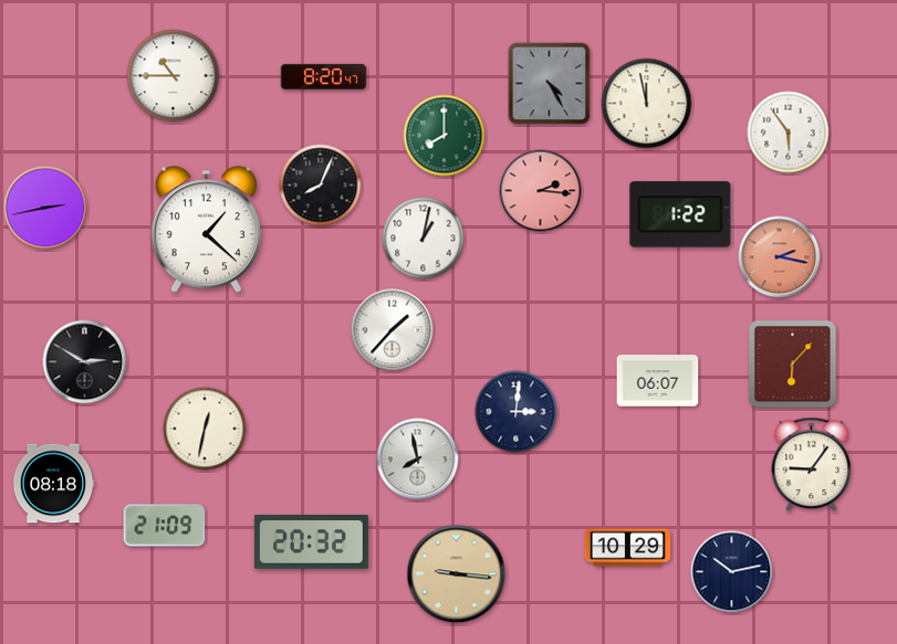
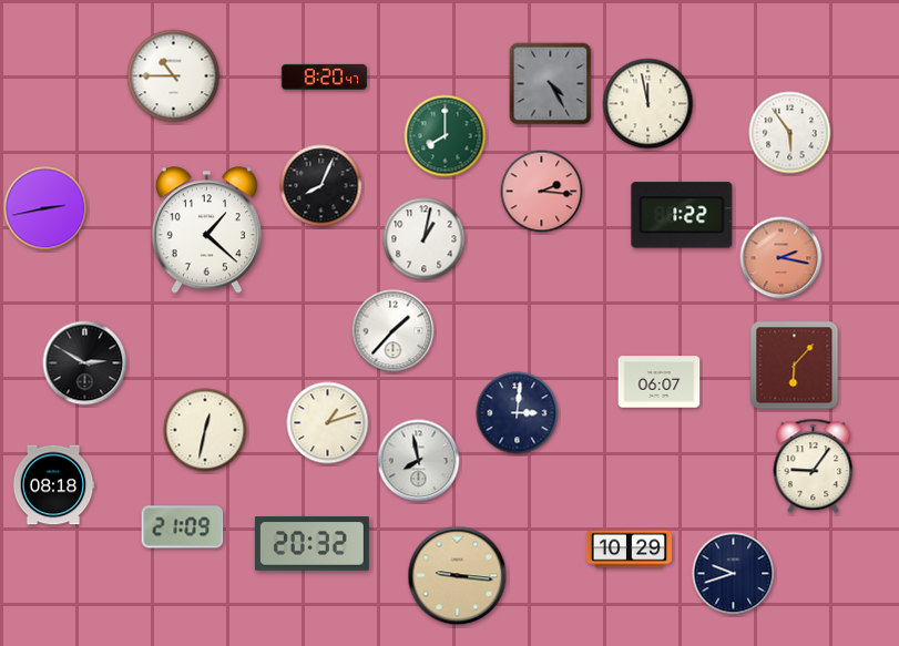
clock at (328, 423): none -> 1:12
clock at (165, 526) position: (165, 526) -> (183, 527)
clock at (732, 572): 10:13 -> 9:42
